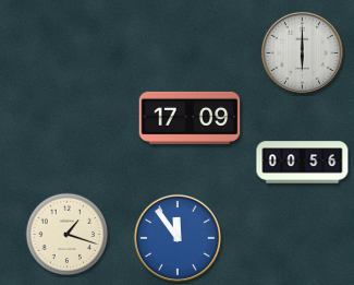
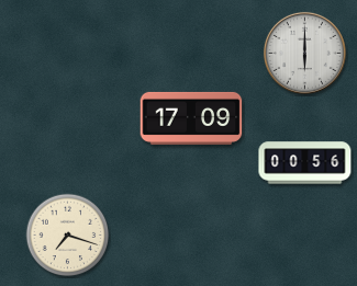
clock at (68, 235): 1:18 -> 7:18
clock at (178, 238): 11:54 -> none
